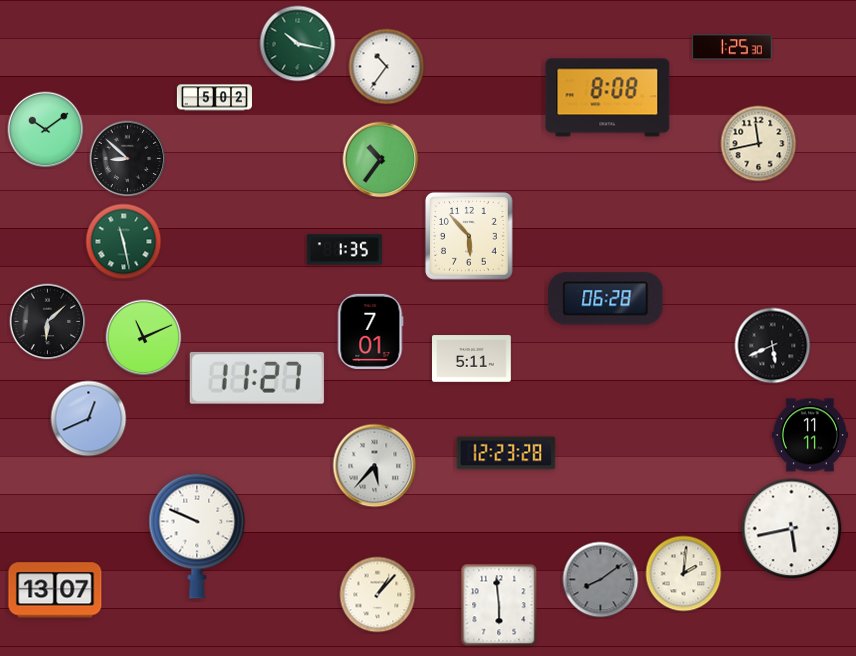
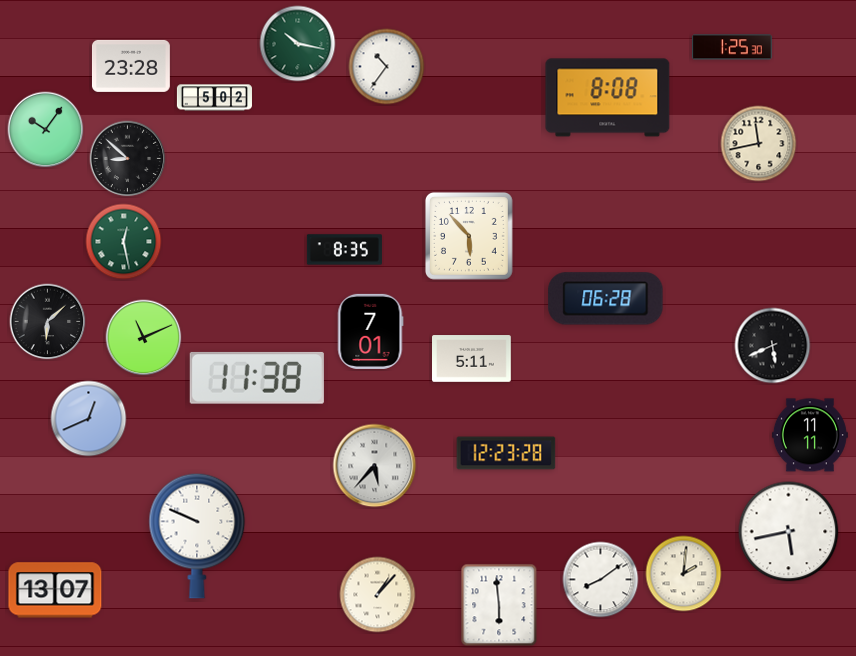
clock at (131, 66): none -> 23:28
clock at (46, 130): 10:09 -> 10:06
clock at (381, 160): 10:36 -> none
clock at (124, 242): 11:28 -> 12:28
clock at (344, 250): 1:35 -> 8:35
clock at (257, 378): 11:27 -> 11:38
clock at (792, 529) position: (792, 529) -> (789, 532)
clock at (601, 580) dial: grey -> white
